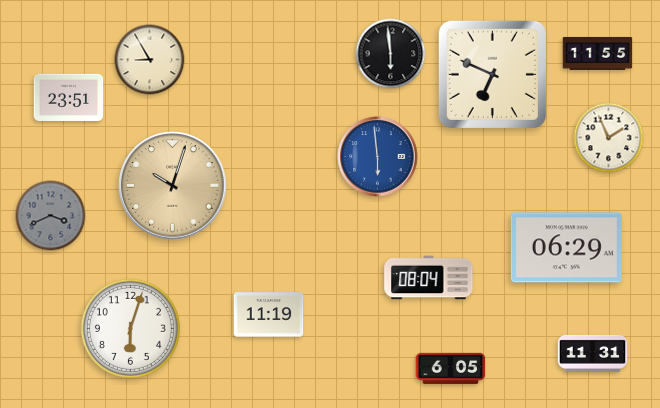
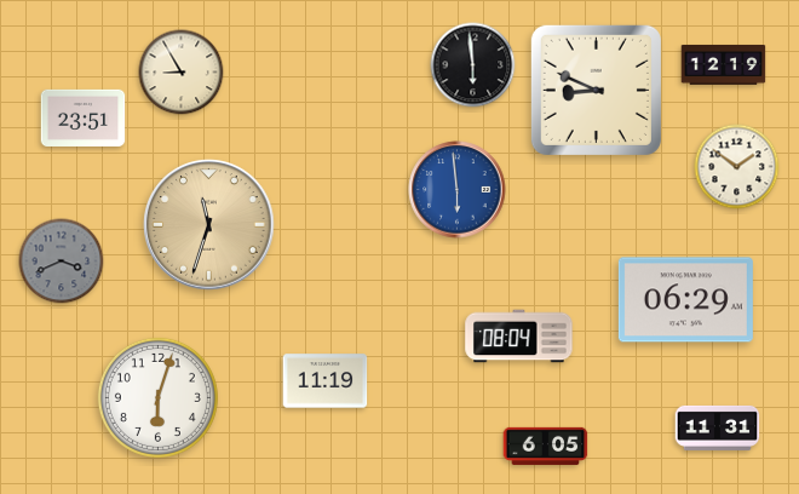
clock at (598, 54): 11:55 -> 12:19
clock at (492, 74): 6:49 -> 8:49
clock at (609, 138): 1:56 -> 1:51
clock at (173, 186): 10:03 -> 11:33
